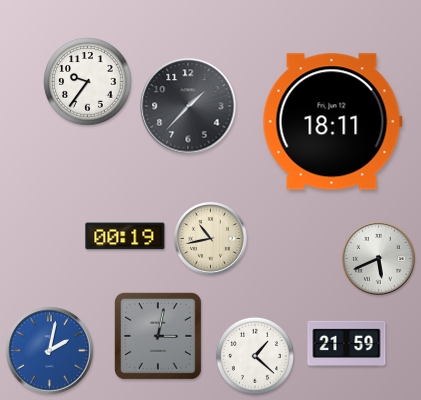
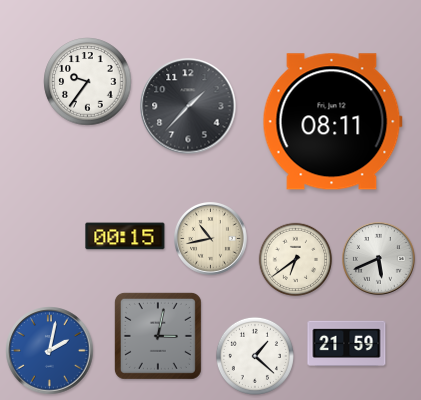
clock at (332, 122): 18:11 -> 08:11
clock at (125, 236): 00:19 -> 00:15
clock at (296, 260): none -> 6:39
